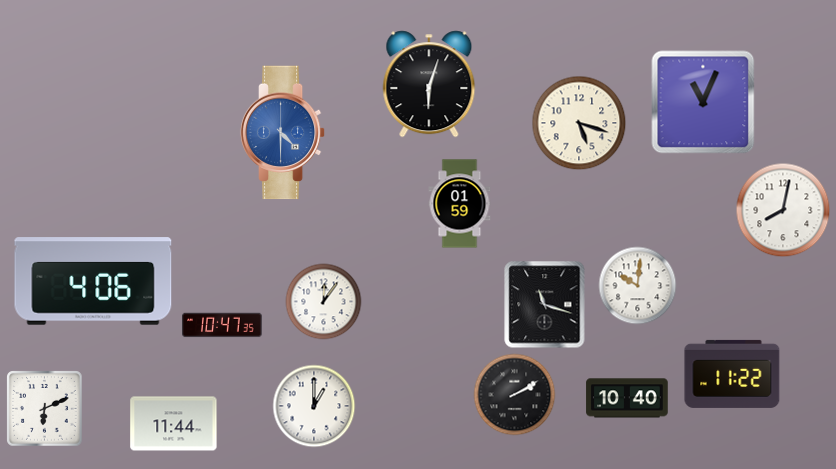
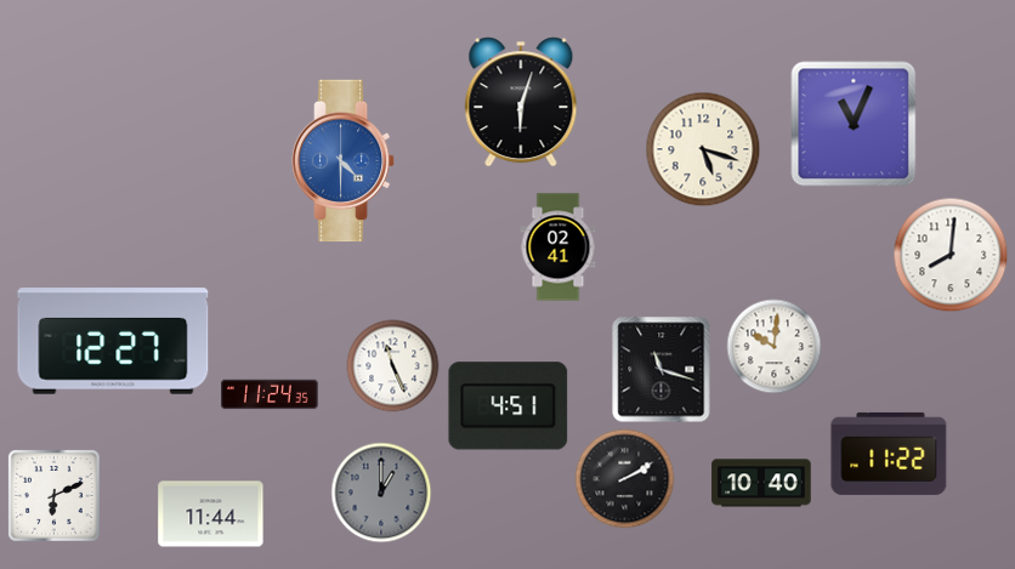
clock at (460, 204): 01:59 -> 02:41
clock at (783, 210): 8:02 -> 8:01
clock at (93, 281): 4:06 -> 12:27
clock at (324, 302): 12:06 -> 11:26
clock at (223, 325): 10:47 -> 11:24
clock at (509, 406): none -> 4:51
clock at (314, 406) dial: white -> grey
